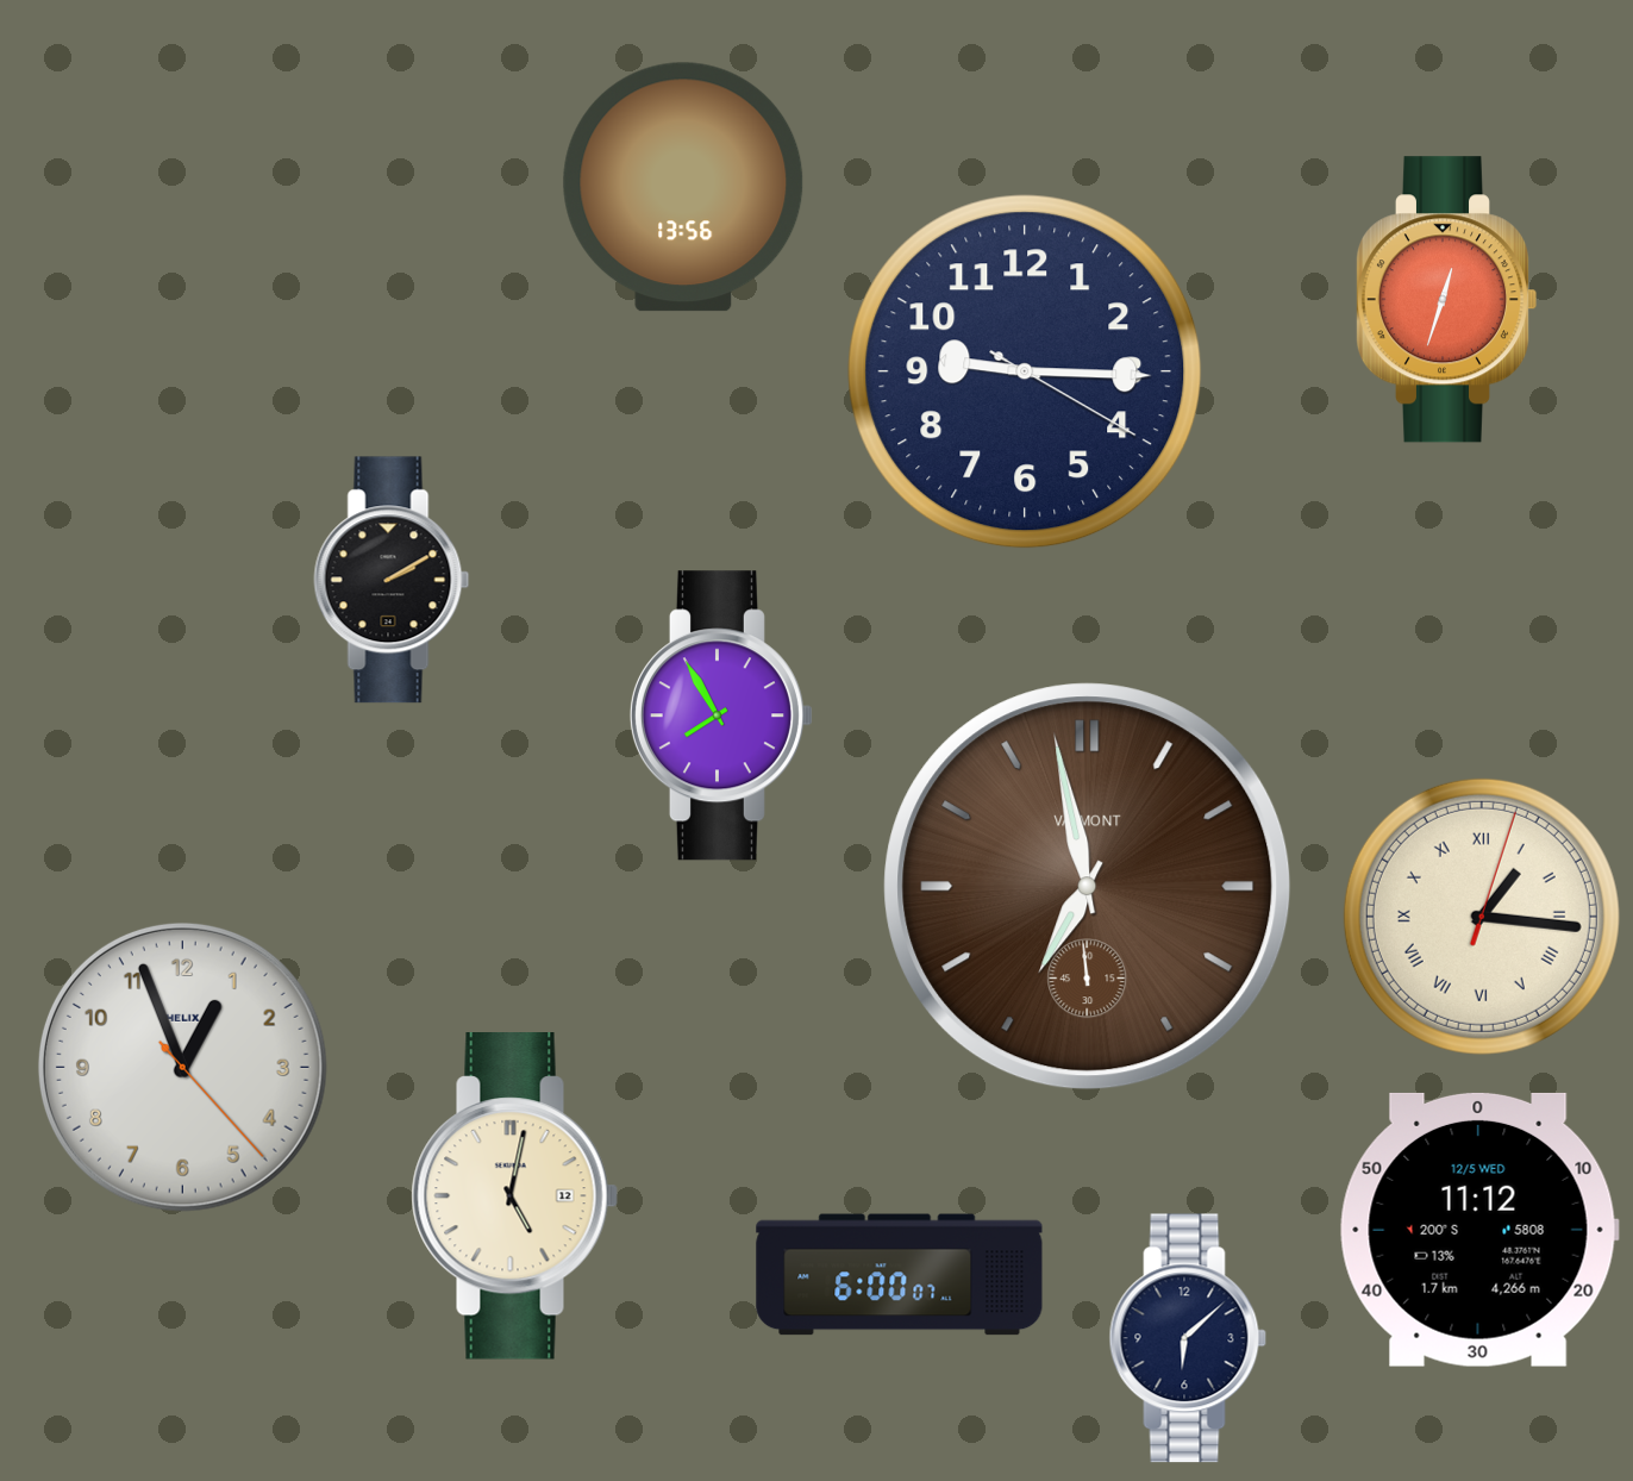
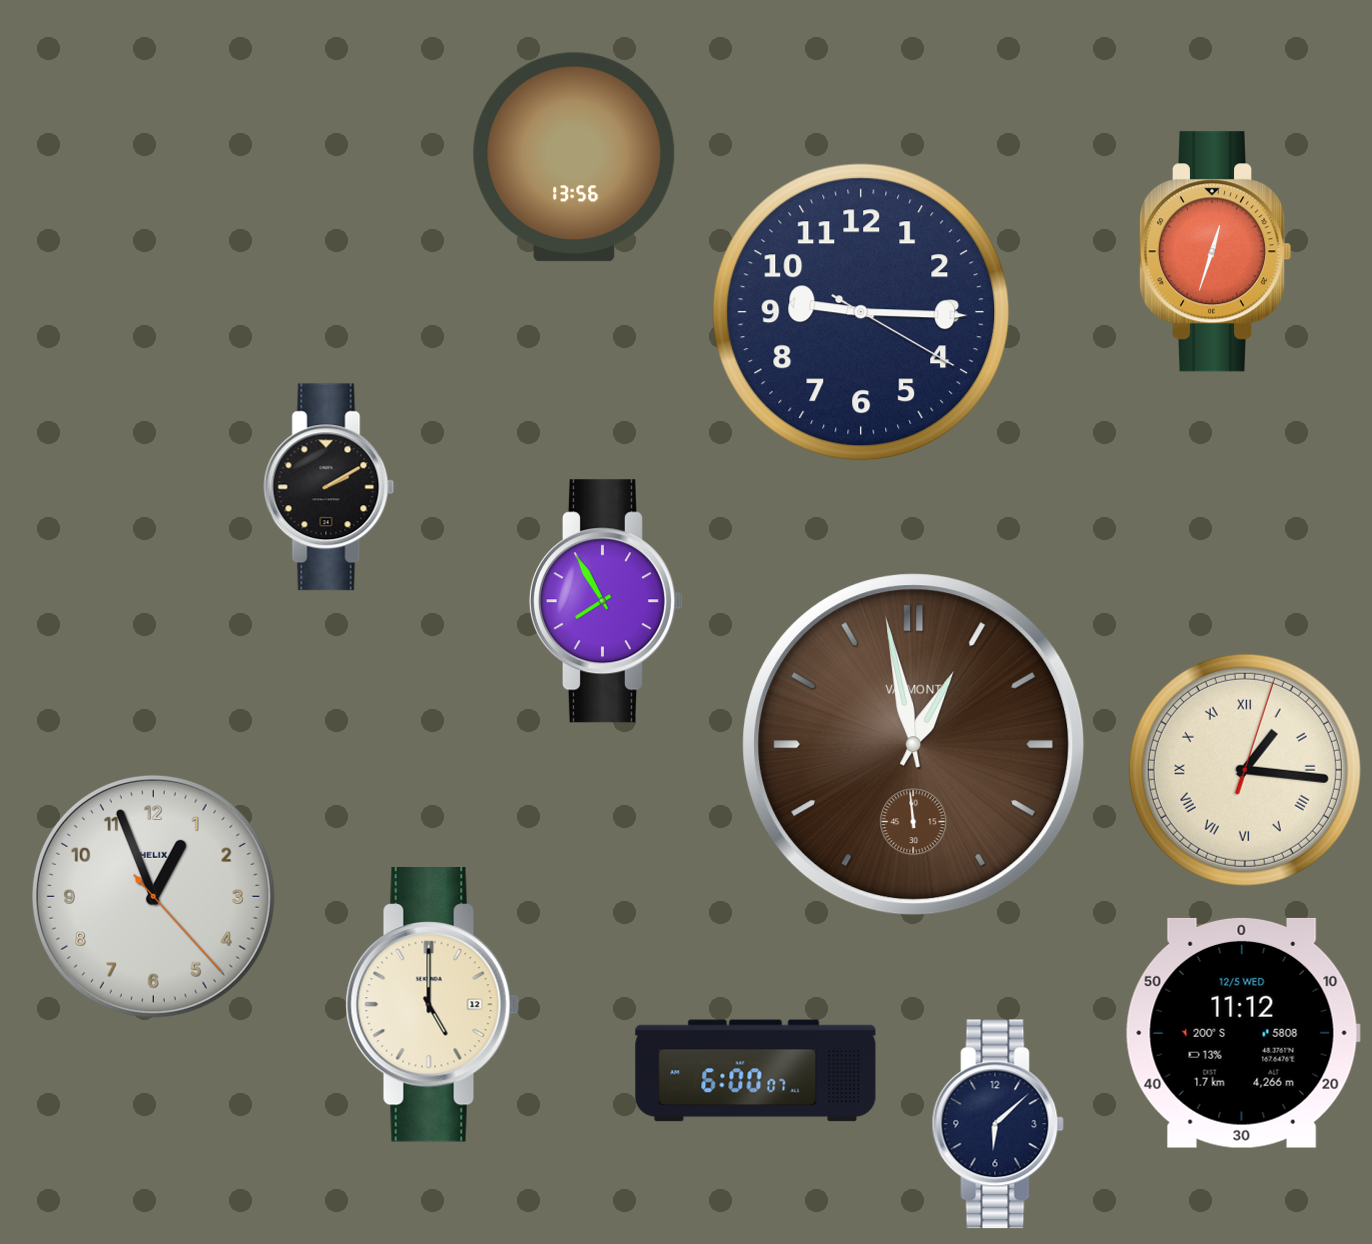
clock at (1088, 887): 6:57 -> 12:57
clock at (514, 1196): 5:02 -> 5:00
